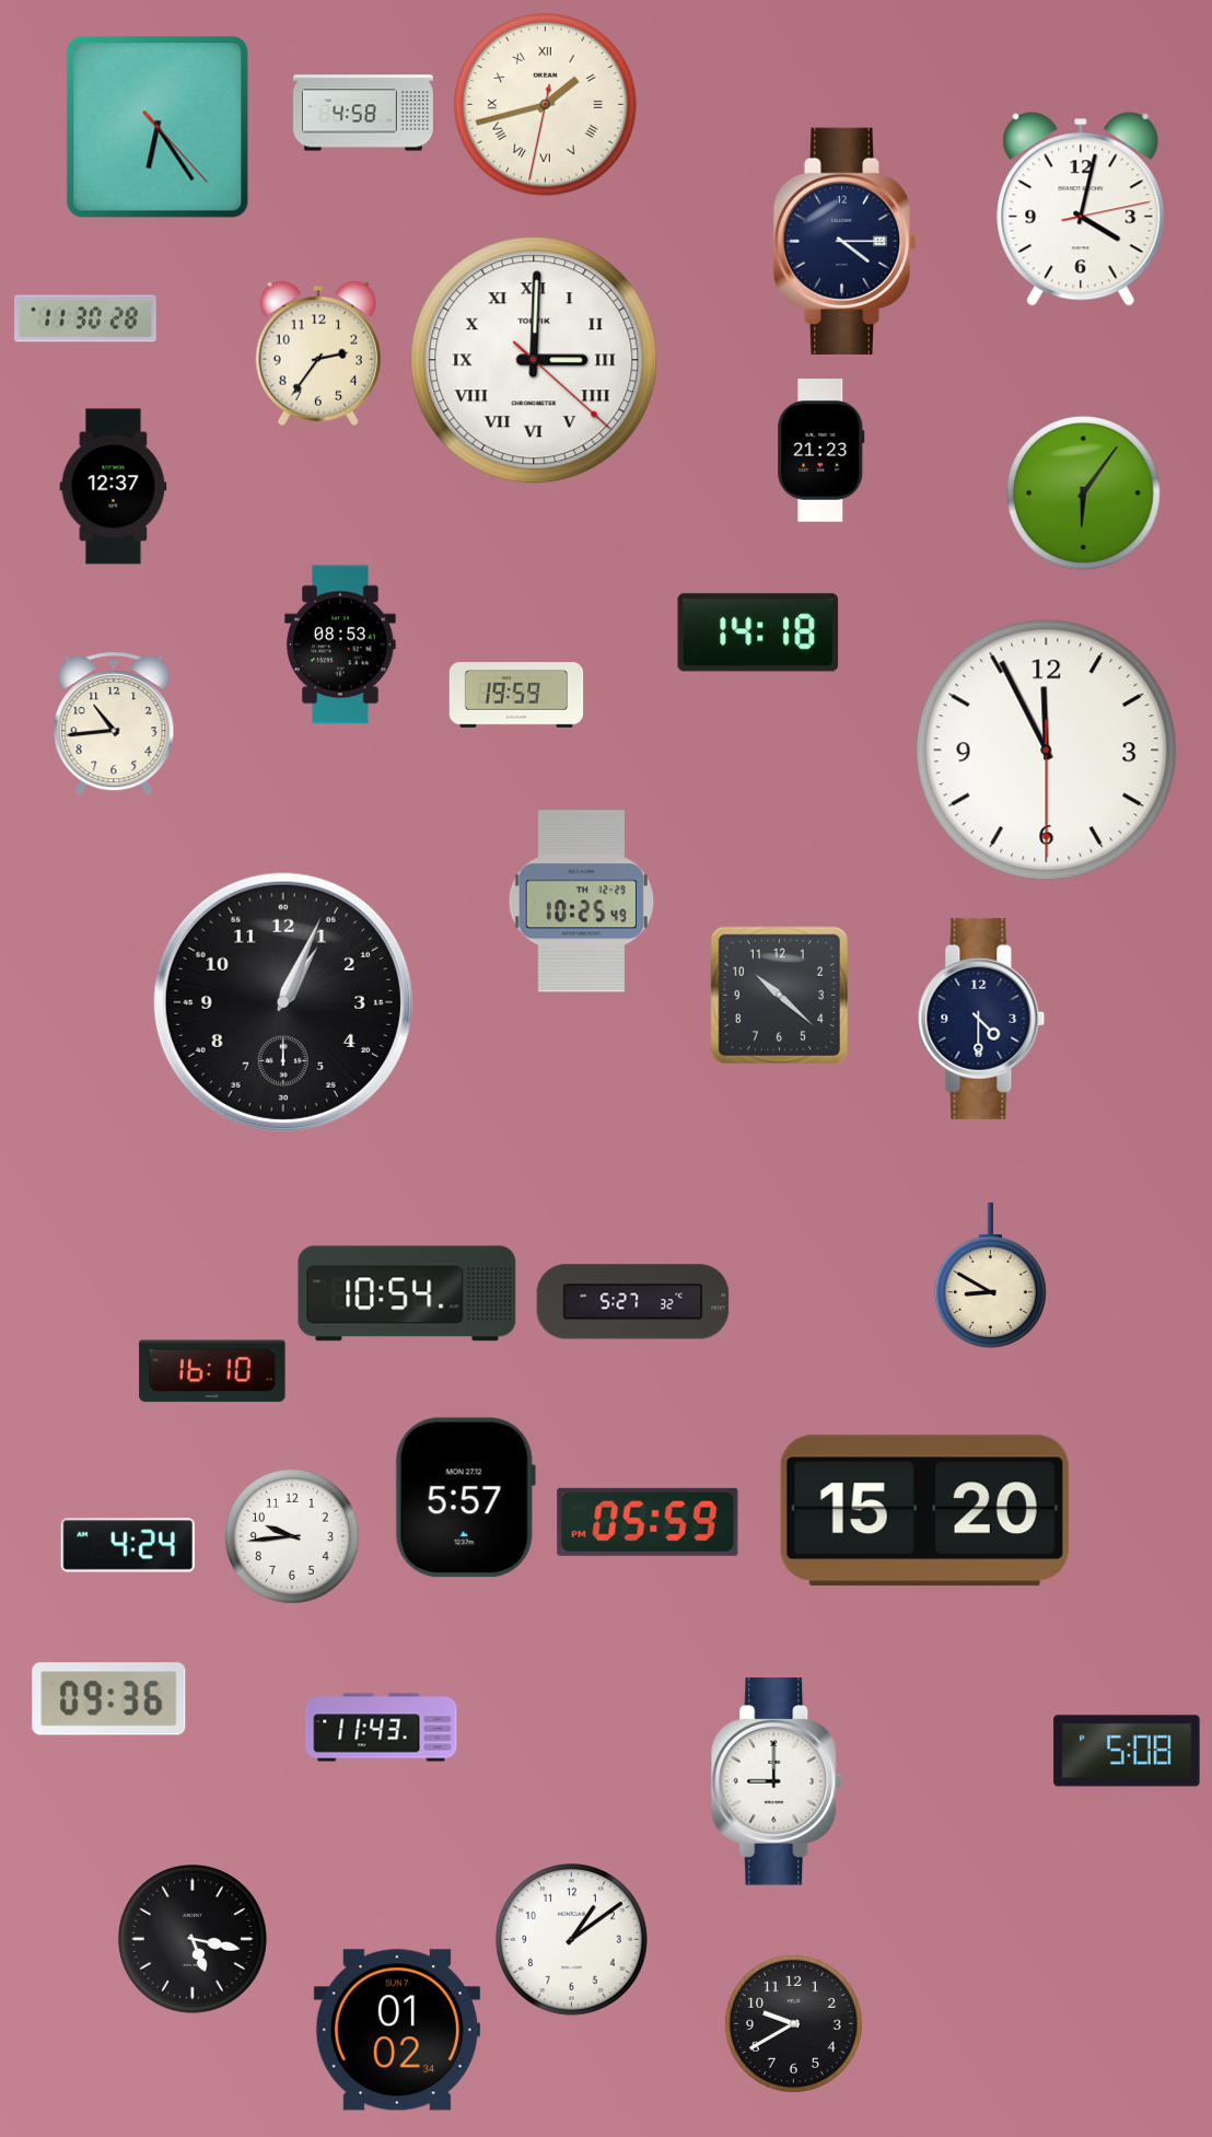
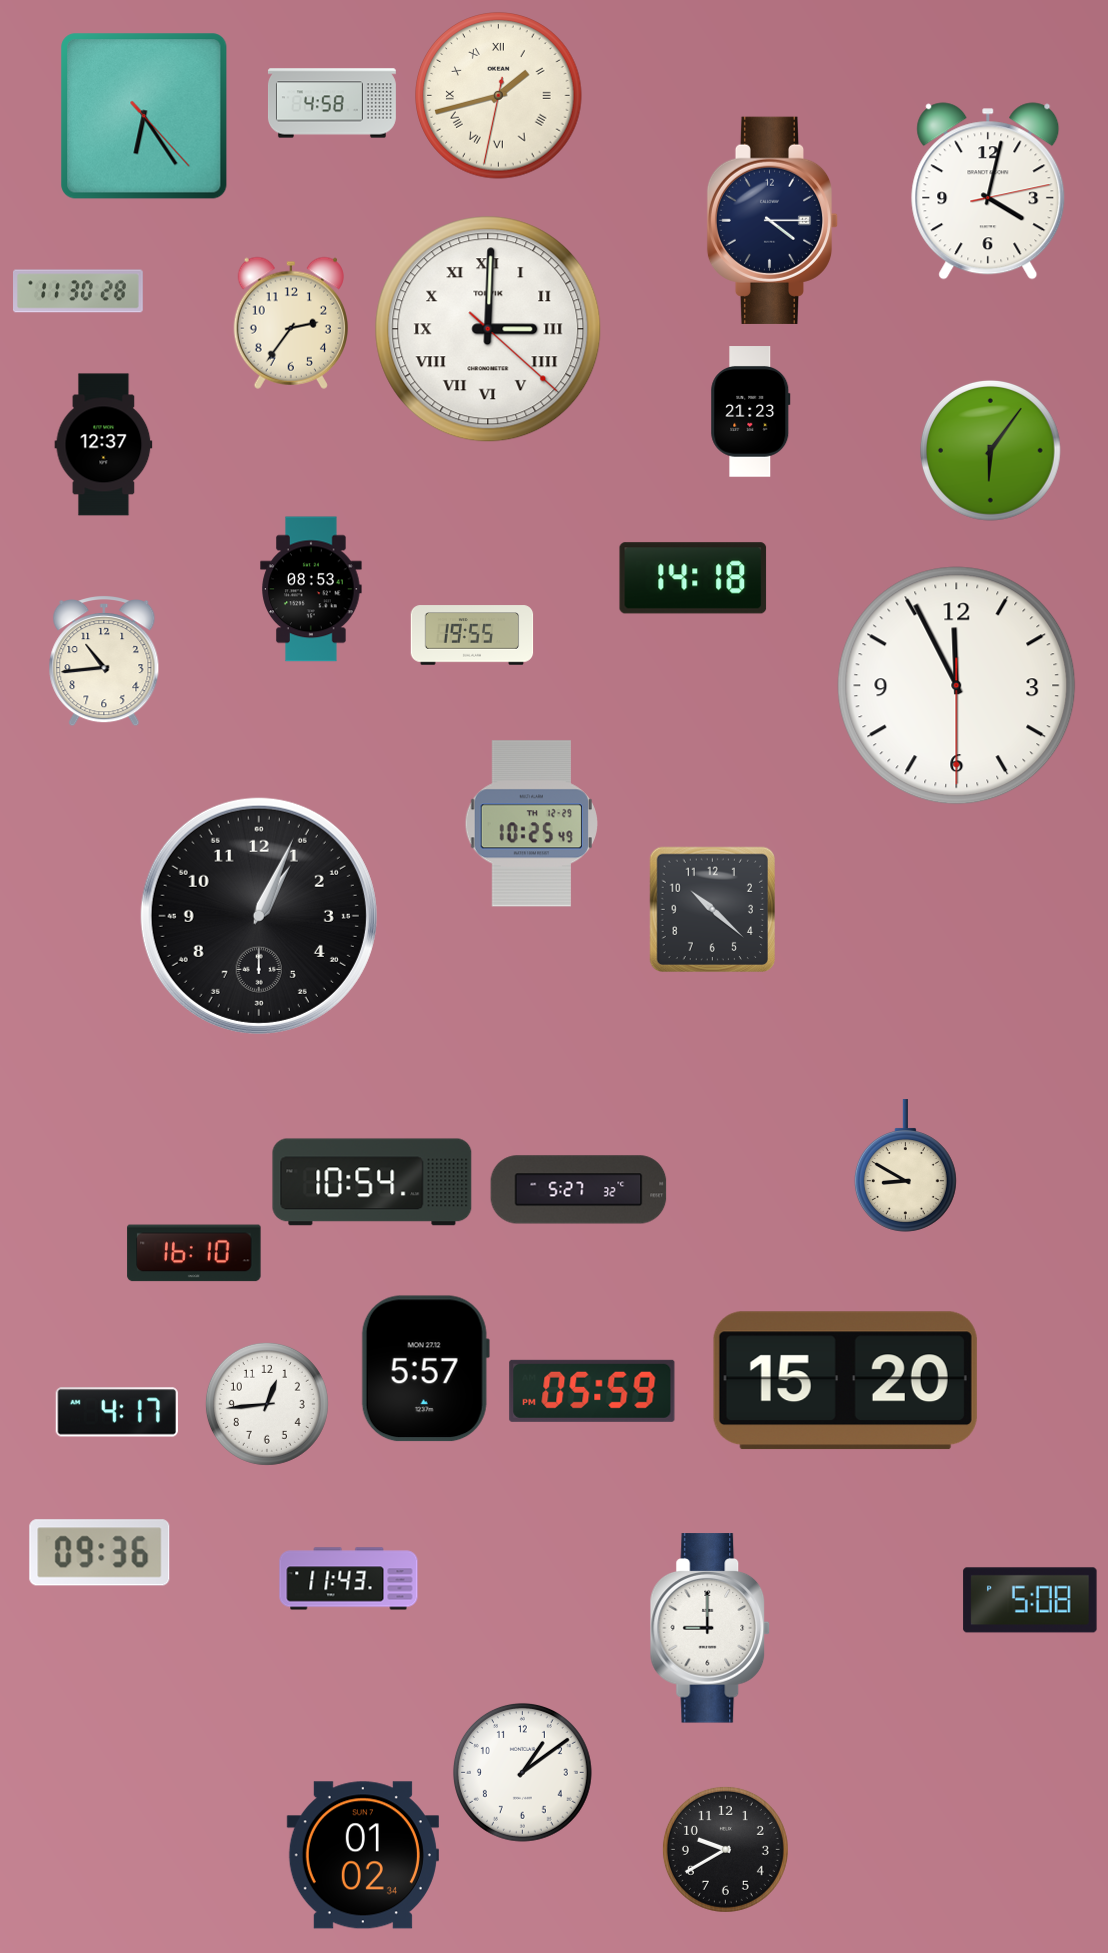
clock at (516, 695): 19:59 -> 19:55
clock at (981, 1019): 4:30 -> none
clock at (292, 1536): 9:44 -> 12:44
clock at (127, 1545): 4:24 -> 4:17
clock at (193, 1939): 5:17 -> none
